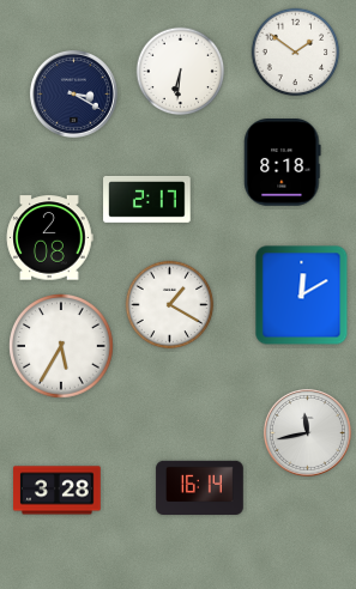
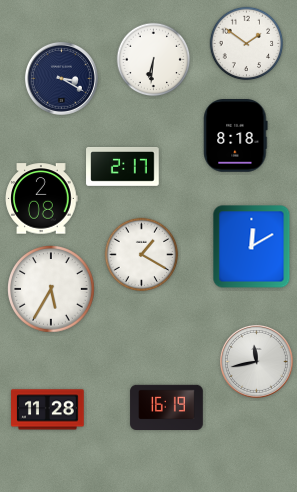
clock at (181, 72) position: (181, 72) -> (154, 60)
clock at (200, 487): 16:14 -> 16:19
clock at (58, 491): 3:28 -> 11:28
